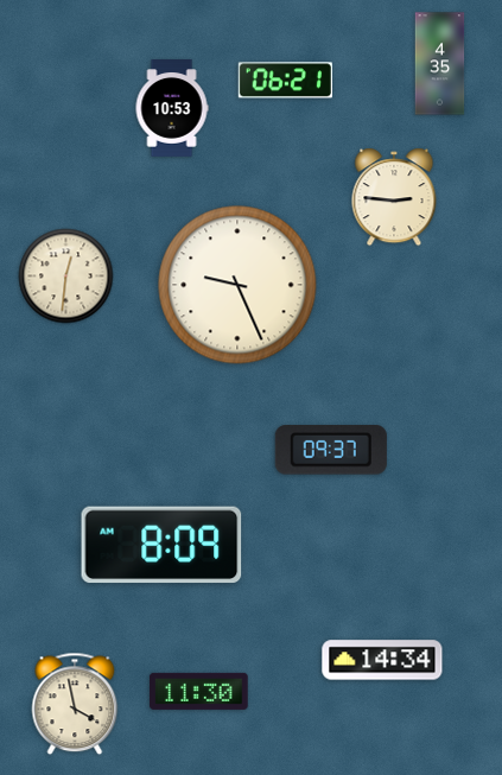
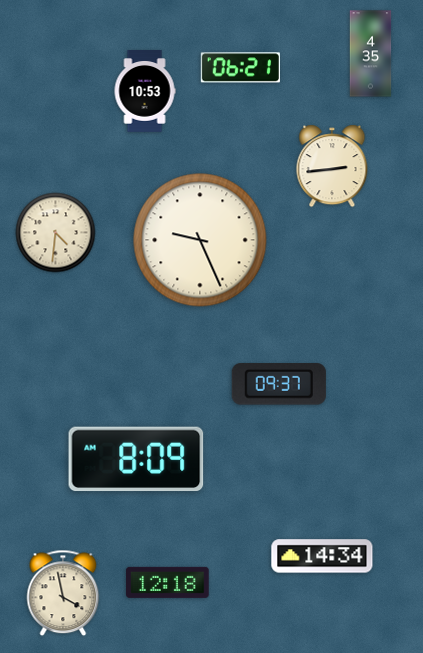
clock at (394, 197): 2:46 -> 2:44
clock at (66, 277): 12:31 -> 4:31
clock at (331, 450) position: (331, 450) -> (279, 384)
clock at (199, 691): 11:30 -> 12:18
